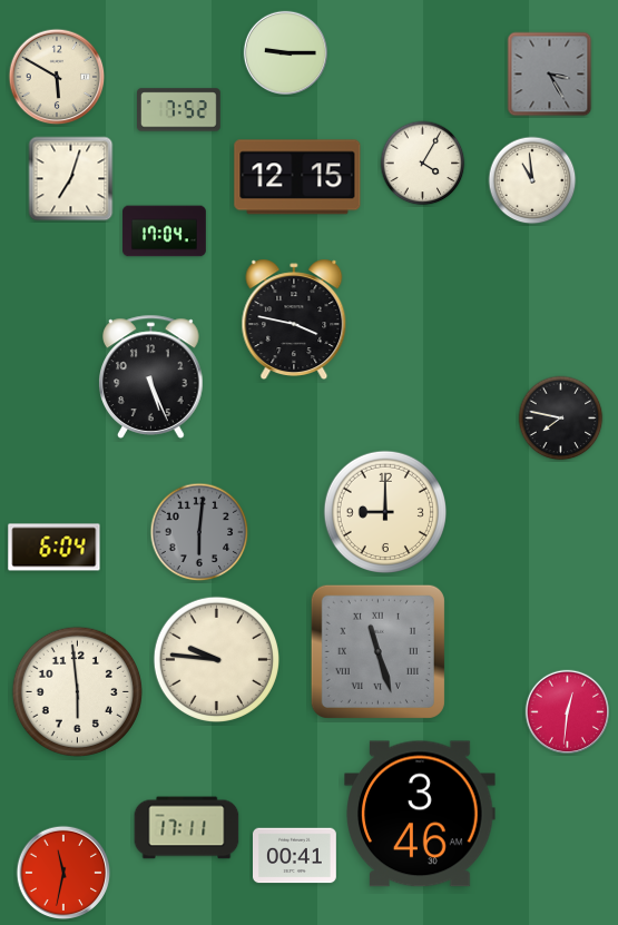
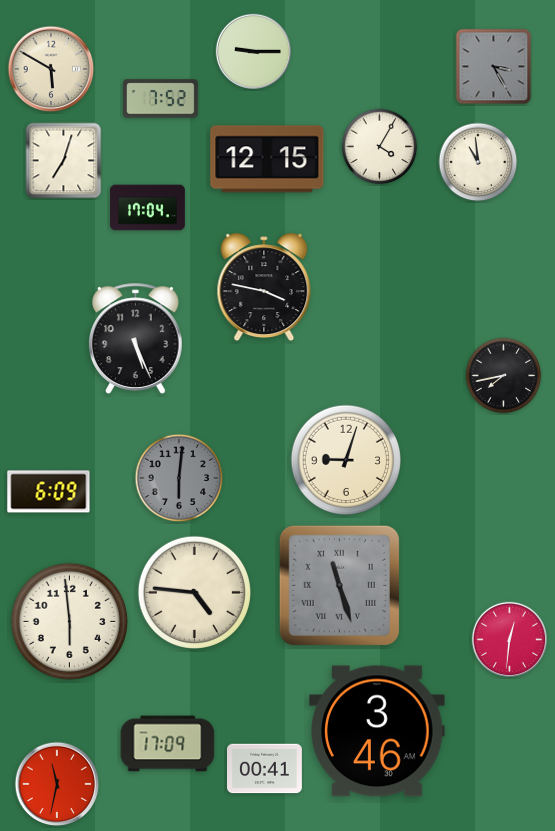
clock at (285, 52) position: (285, 52) -> (253, 51)
clock at (561, 419): 7:47 -> 7:43
clock at (384, 511): 9:00 -> 9:03
clock at (55, 548): 6:04 -> 6:09
clock at (216, 659): 9:46 -> 4:46
clock at (187, 828): 17:11 -> 17:09
